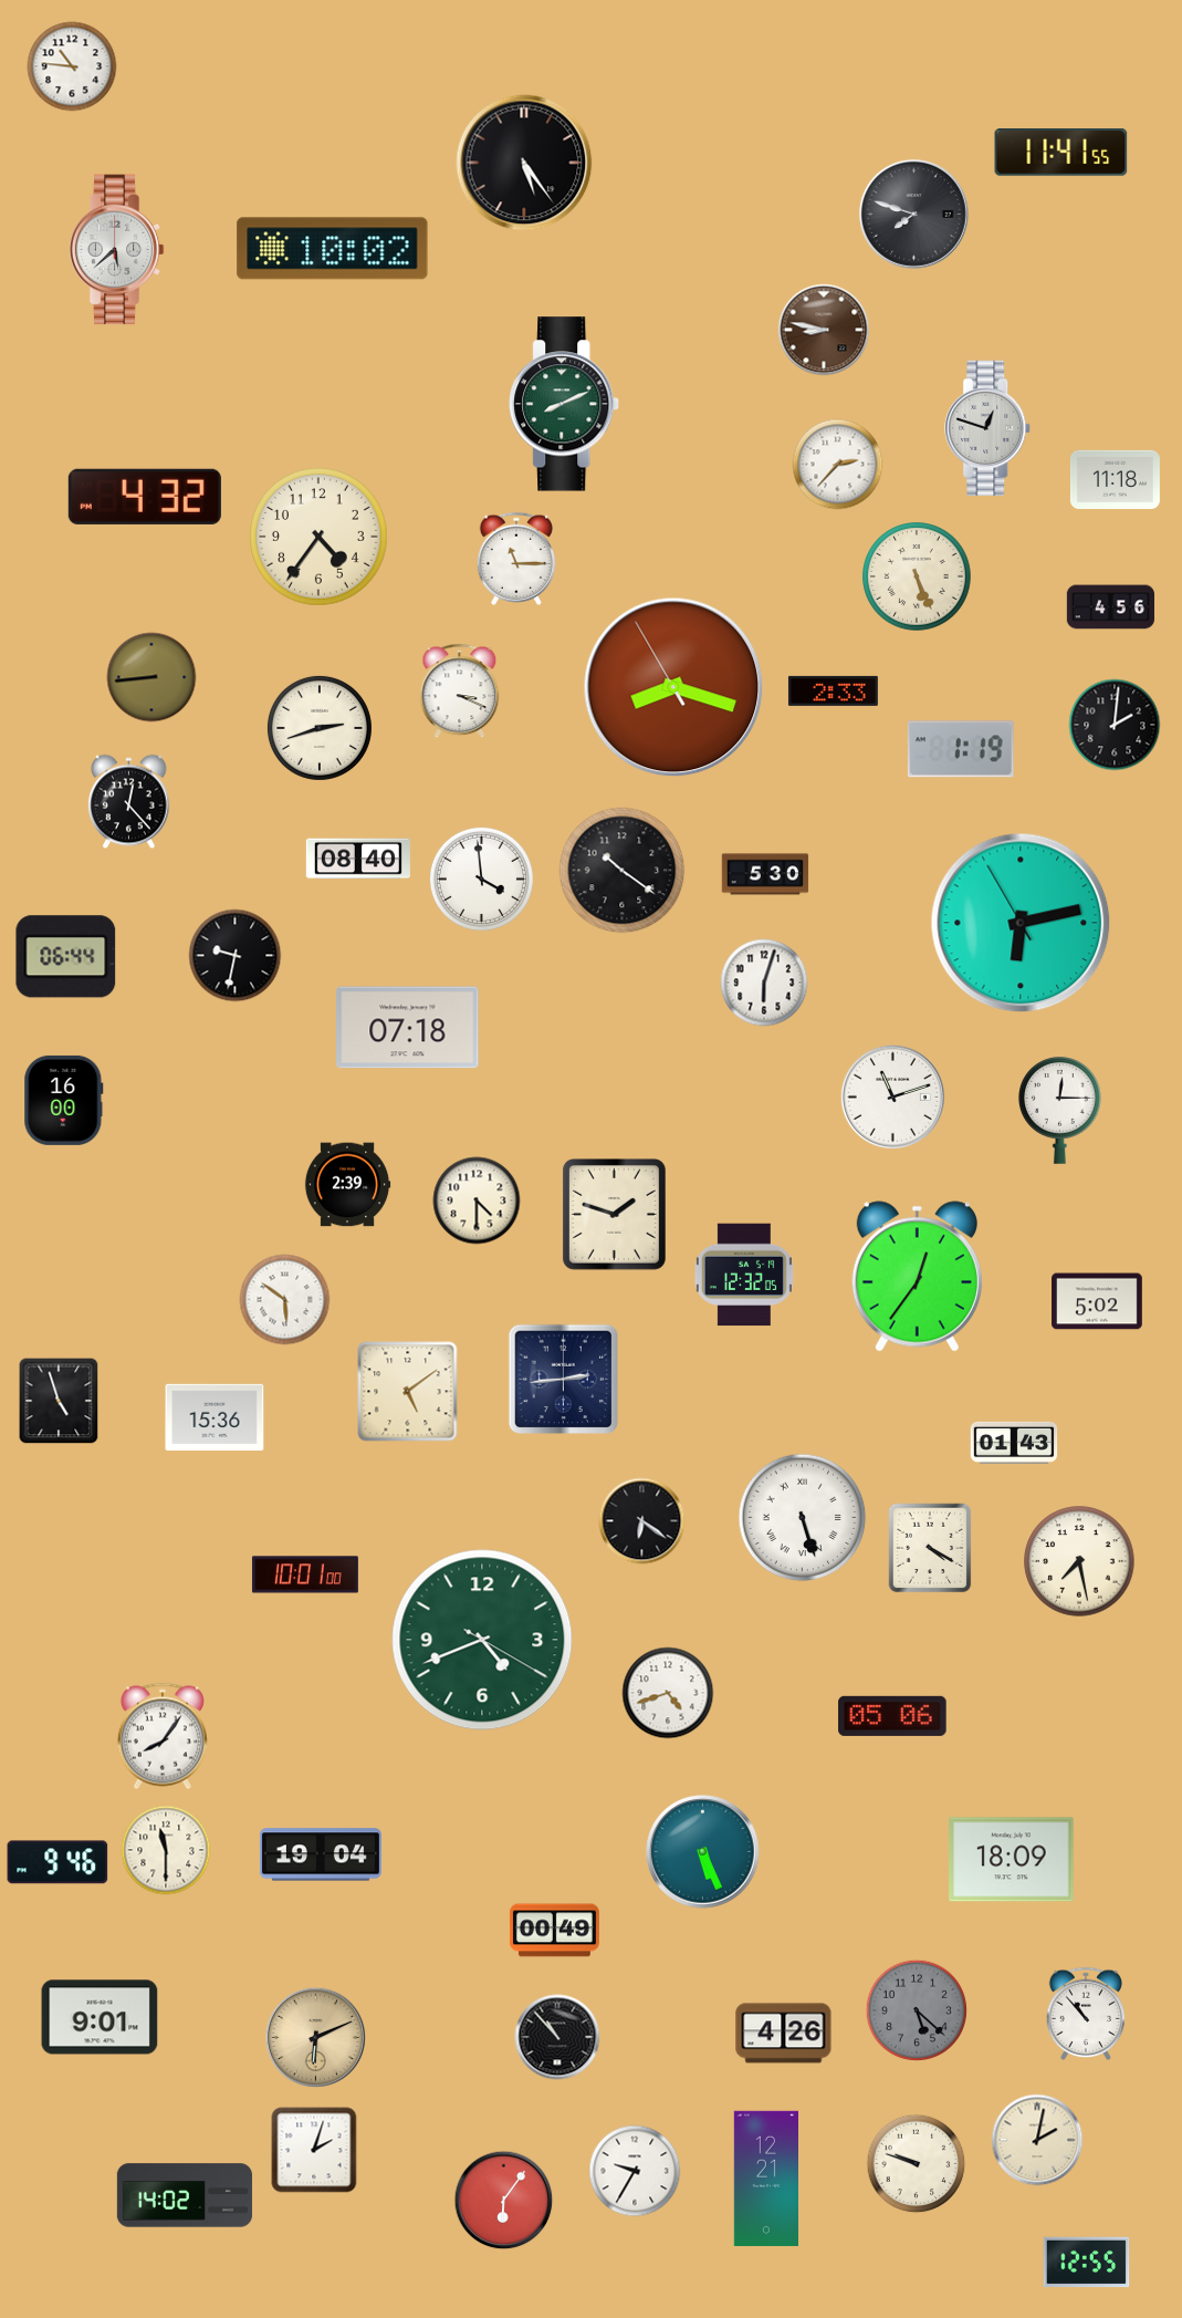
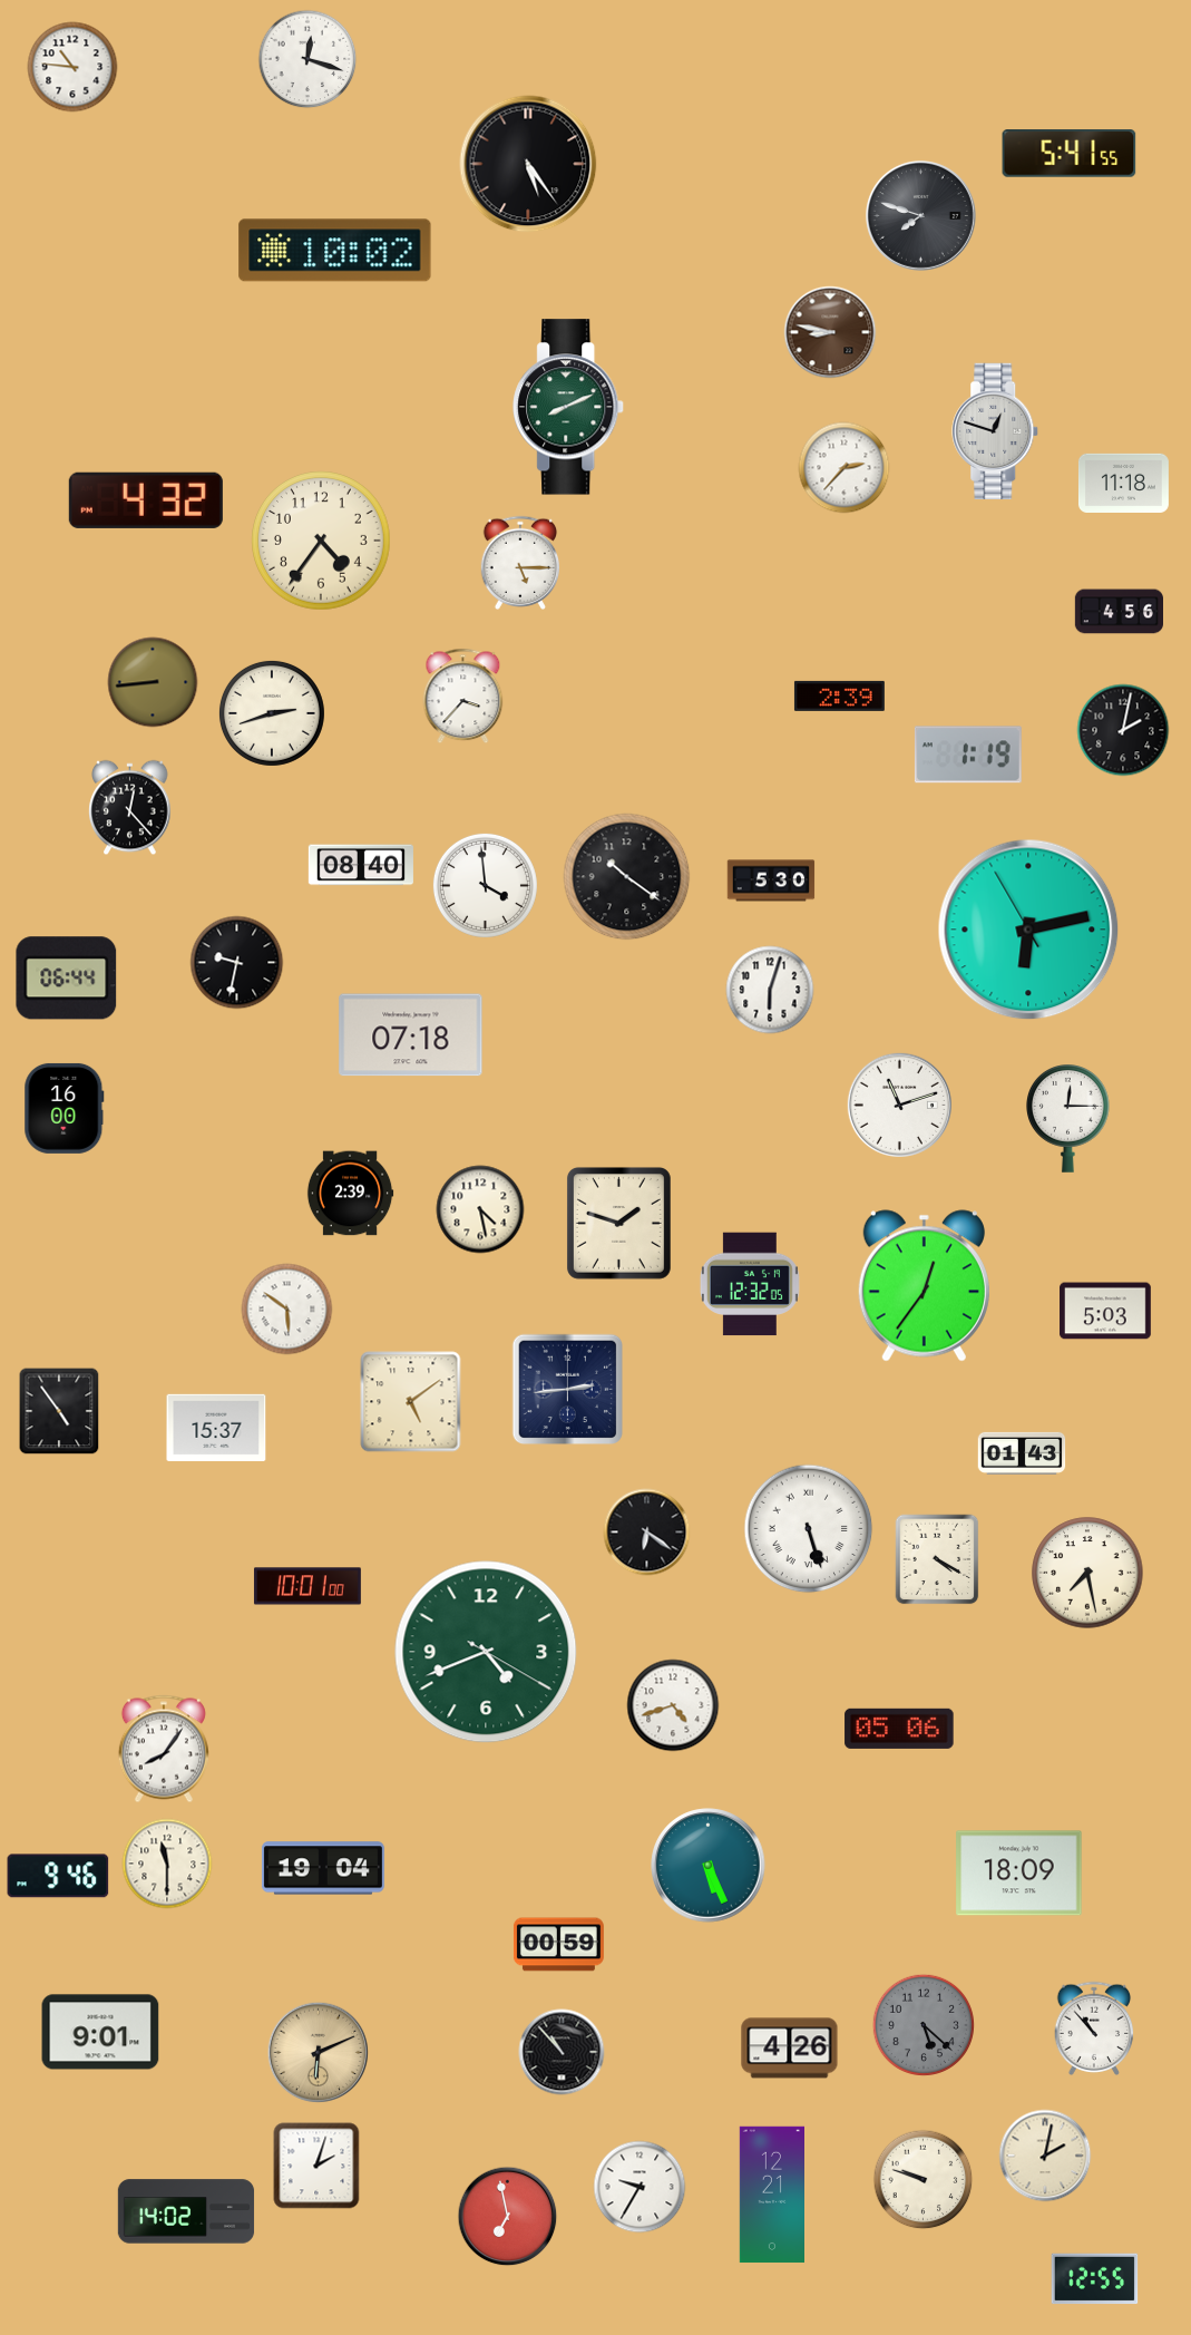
clock at (307, 59): none -> 12:18
clock at (1061, 153): 11:41 -> 5:41
clock at (116, 250): 5:38 -> none
clock at (516, 558): 11:15 -> 5:15
clock at (917, 576): 5:26 -> none
clock at (673, 687): 8:17 -> none
clock at (833, 690): 2:33 -> 2:39
clock at (460, 692): 3:19 -> 3:37
clock at (1115, 725): 2:01 -> 2:02
clock at (320, 728) position: (320, 728) -> (272, 713)
clock at (66, 957) position: (66, 957) -> (67, 979)
clock at (477, 1200): 4:30 -> 4:28
clock at (1097, 1301): 5:02 -> 5:03
clock at (59, 1401): 4:57 -> 4:54
clock at (215, 1417): 15:36 -> 15:37
clock at (554, 1931): 00:49 -> 00:59
clock at (504, 2201): 6:06 -> 6:58
